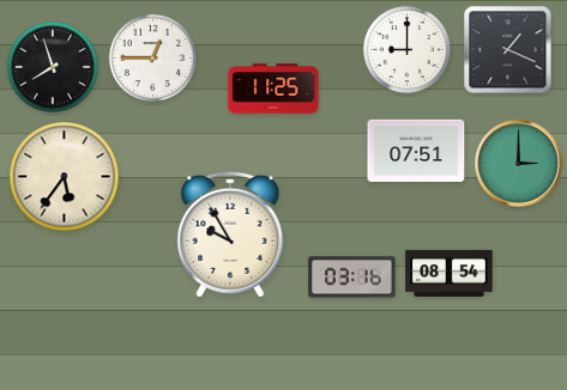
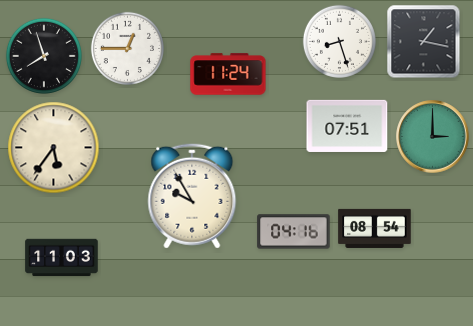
clock at (406, 49): 9:00 -> 8:27
clock at (508, 50): 1:19 -> 1:17
clock at (273, 89): 11:25 -> 11:24
clock at (352, 278): 03:16 -> 04:16
clock at (62, 258): none -> 11:03
